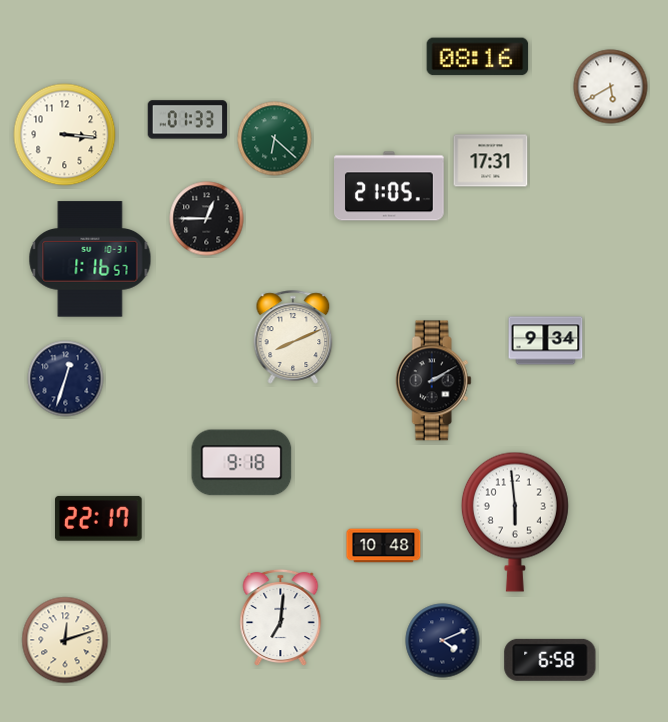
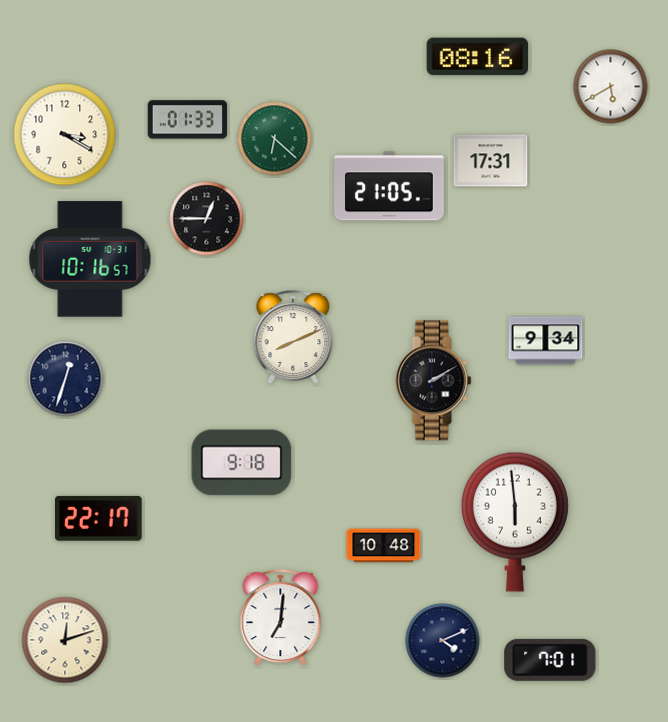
clock at (65, 135): 3:16 -> 3:20
clock at (90, 259): 1:16 -> 10:16
clock at (550, 660): 6:58 -> 7:01
